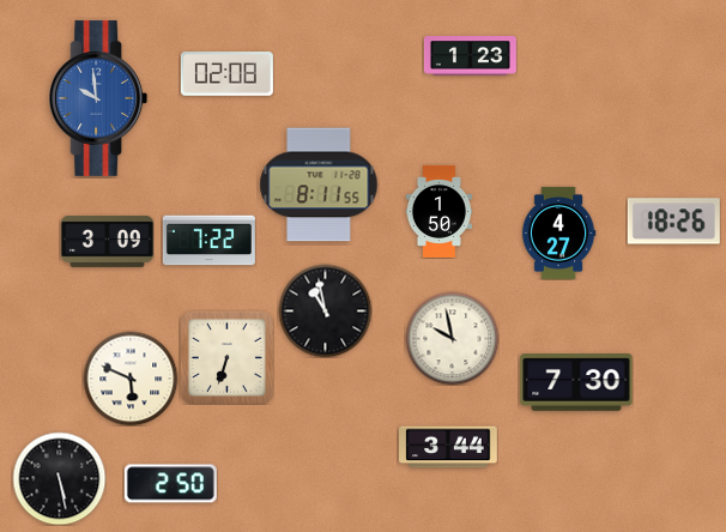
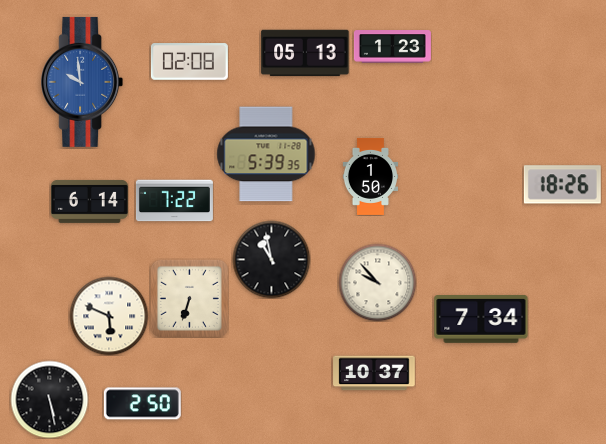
clock at (305, 53): none -> 05:13
clock at (319, 185): 8:11 -> 5:39
clock at (438, 211) position: (438, 211) -> (370, 176)
clock at (558, 232): 4:27 -> none
clock at (107, 241): 3:09 -> 6:14
clock at (452, 338): 9:58 -> 9:53
clock at (576, 383): 7:30 -> 7:34
clock at (448, 447): 3:44 -> 10:37
